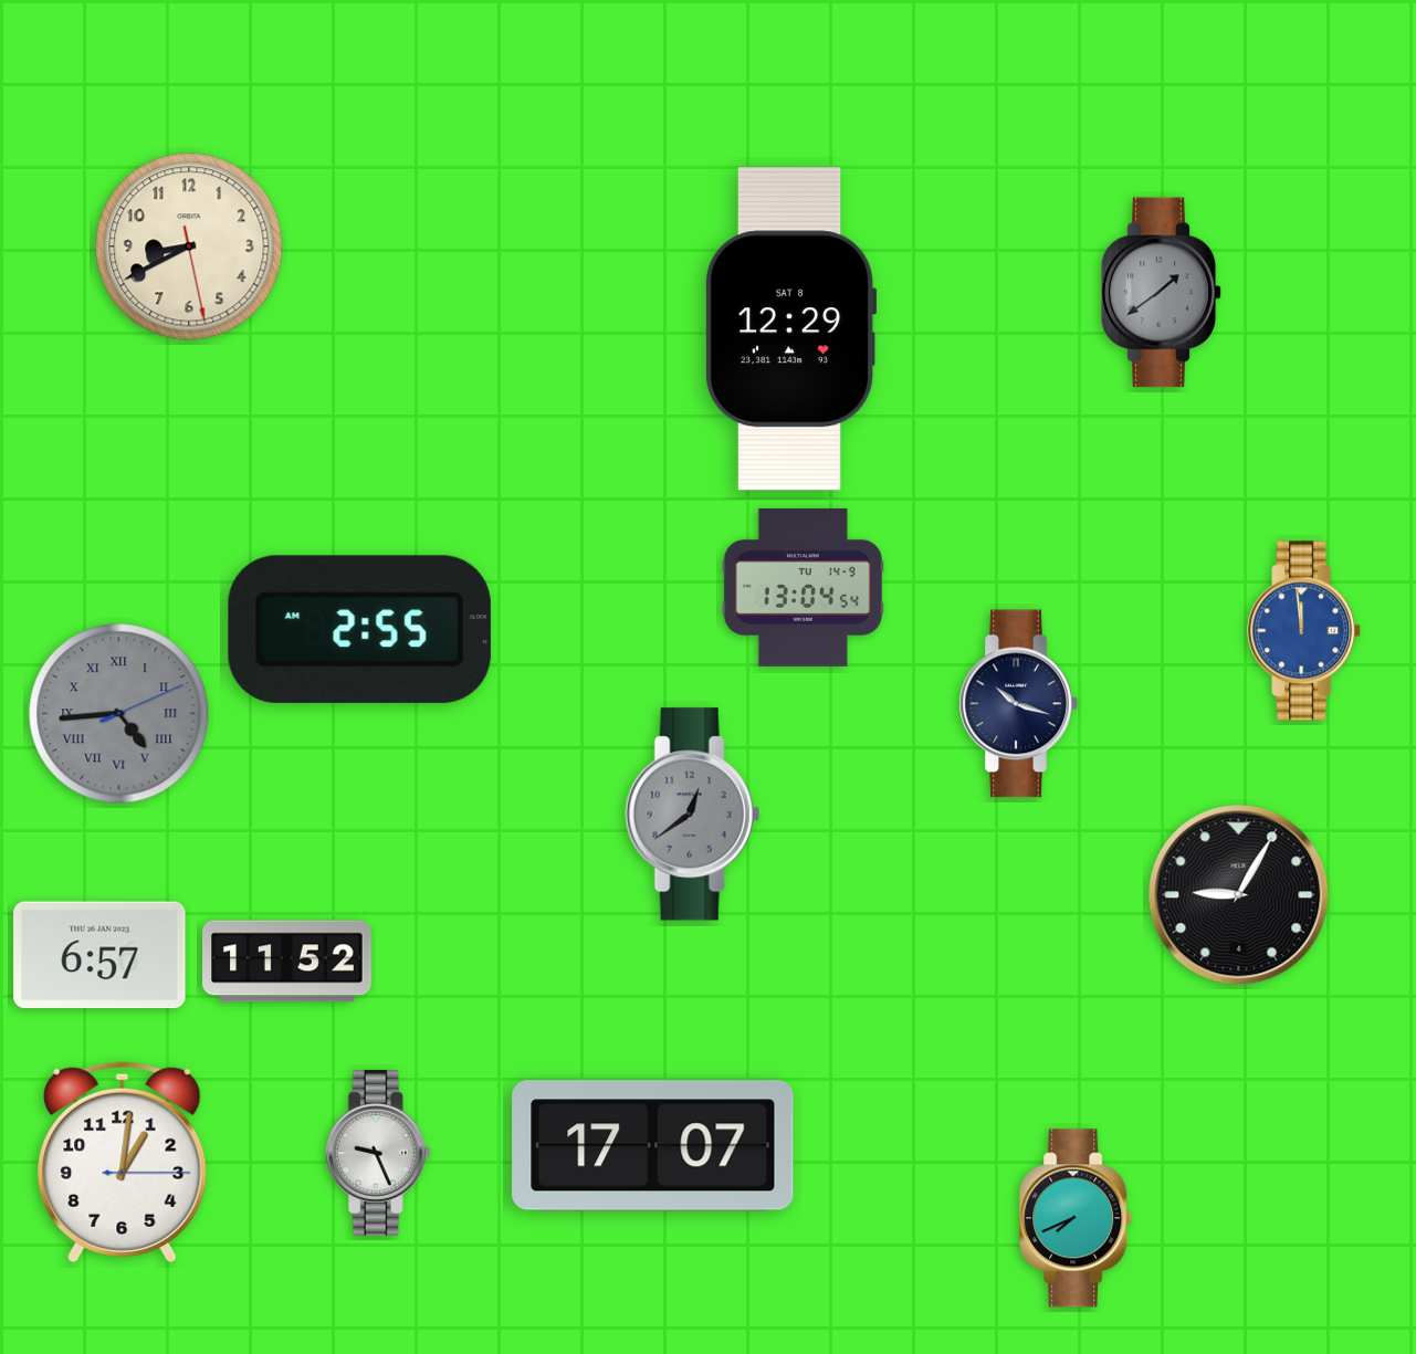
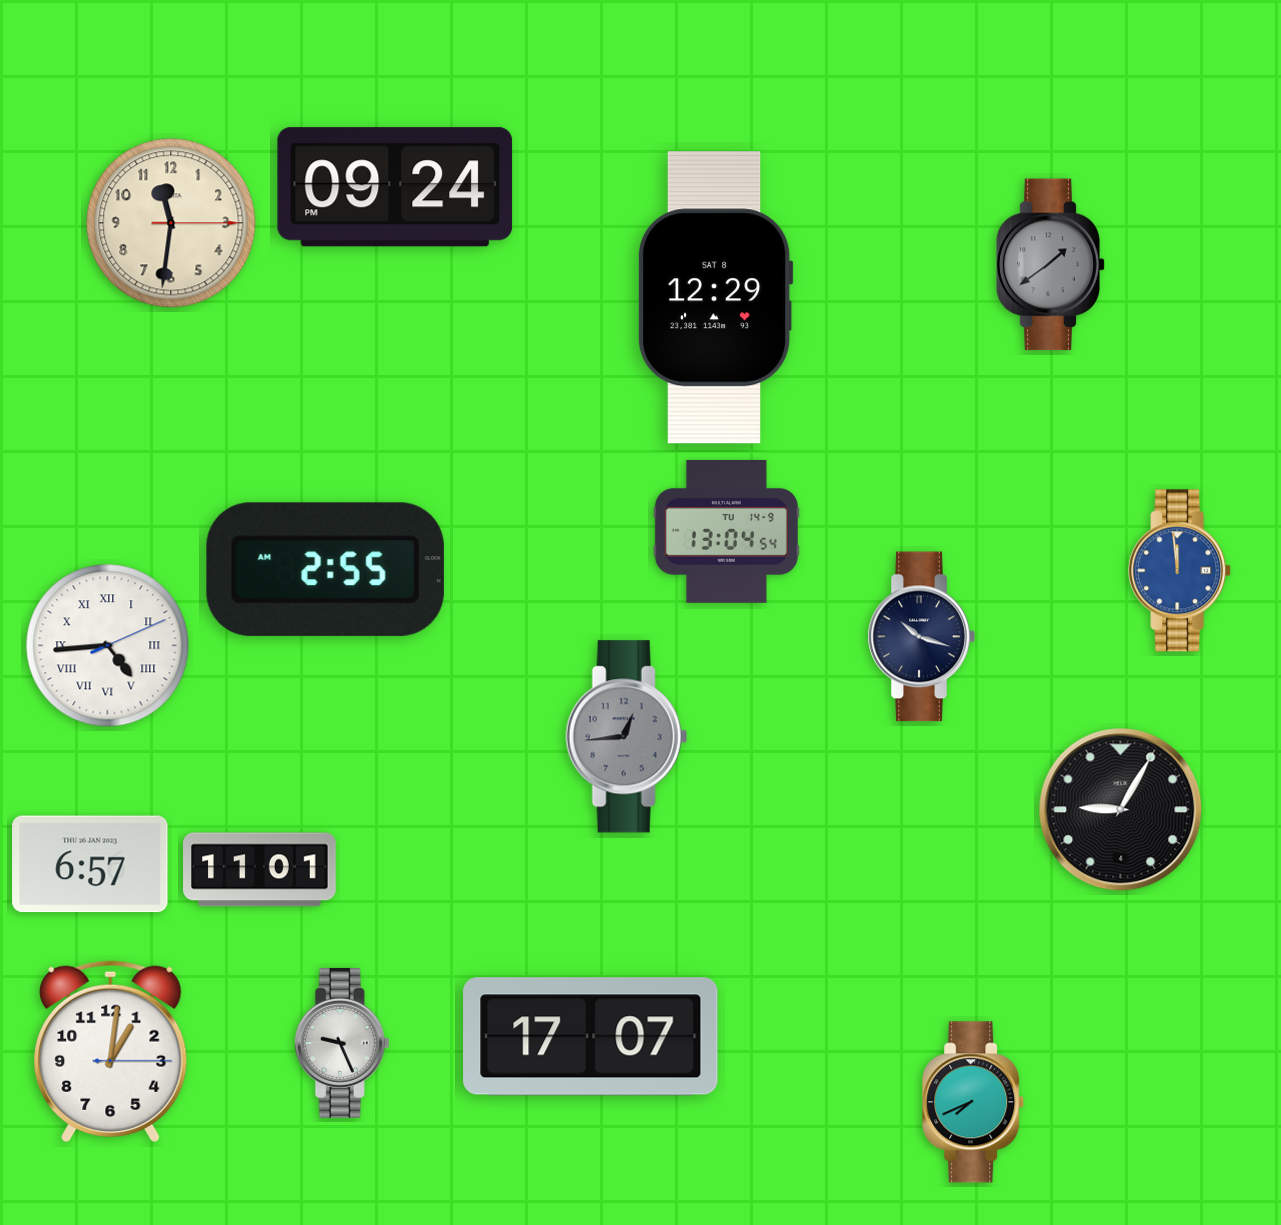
clock at (395, 187): none -> 09:24
clock at (189, 246): 8:40 -> 11:31
clock at (119, 714) dial: grey -> white
clock at (692, 815): 12:39 -> 12:44
clock at (287, 962): 11:52 -> 11:01
